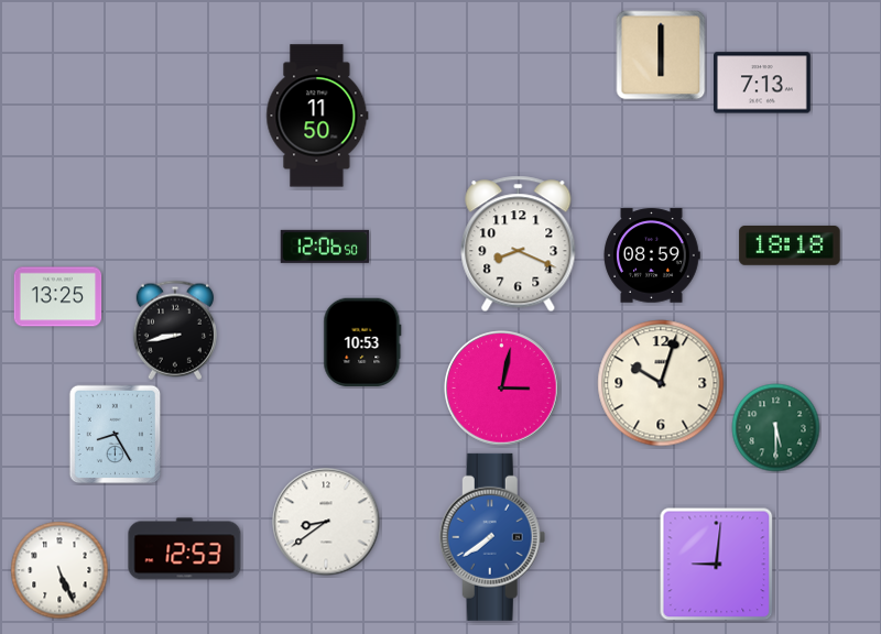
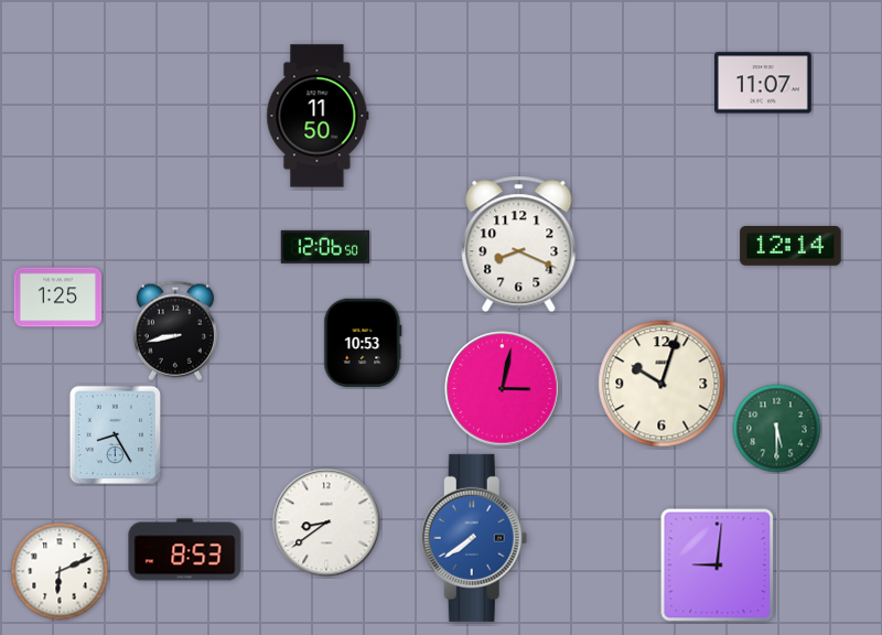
clock at (661, 55): 6:00 -> none
clock at (763, 83): 7:13 -> 11:07
clock at (790, 247): 18:18 -> 12:14
clock at (652, 255): 08:59 -> none
clock at (58, 297): 13:25 -> 1:25
clock at (492, 537) position: (492, 537) -> (474, 538)
clock at (185, 549): 12:53 -> 8:53
clock at (59, 570): 5:26 -> 6:11
